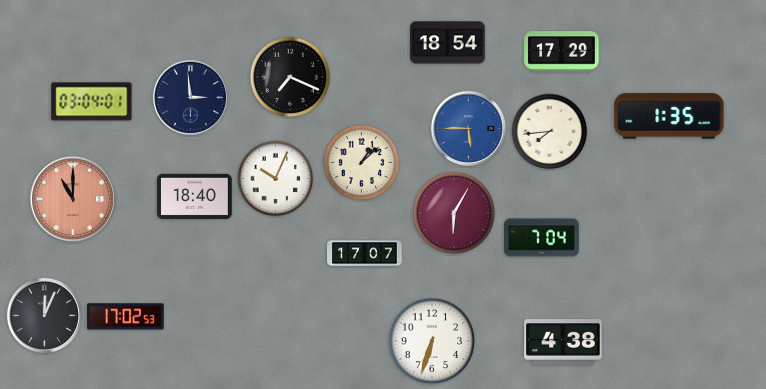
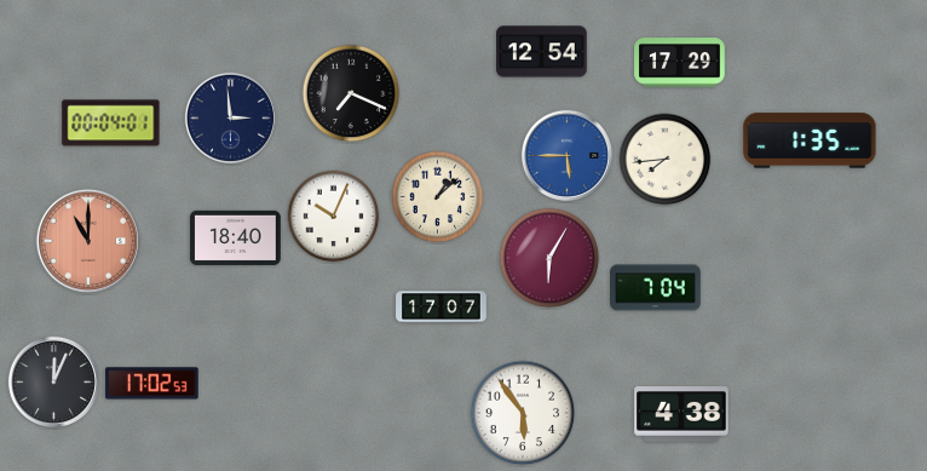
clock at (448, 43): 18:54 -> 12:54
clock at (92, 102): 03:04 -> 00:04
clock at (432, 341): 6:33 -> 5:54
